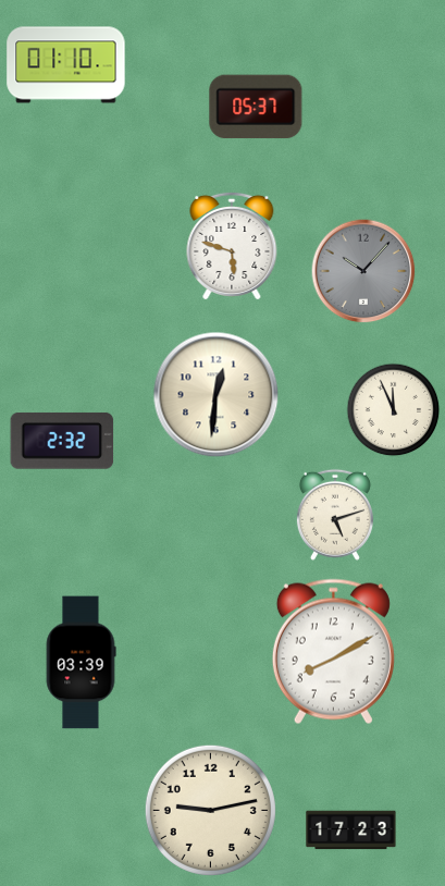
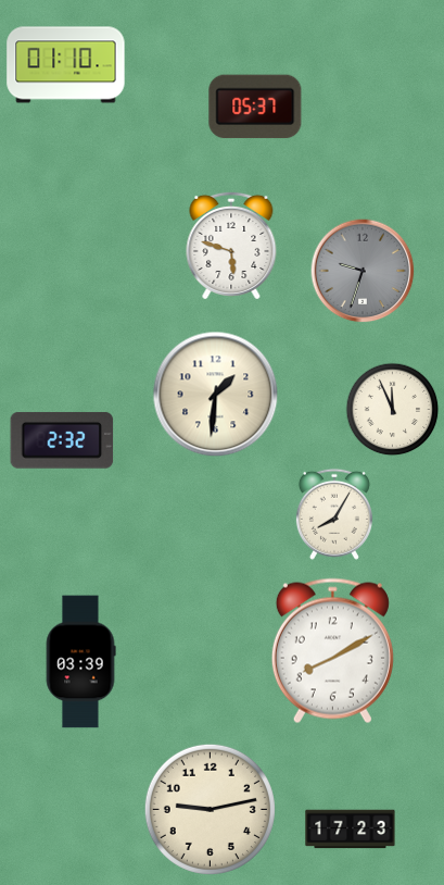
clock at (363, 271): 10:07 -> 9:33
clock at (217, 395): 12:31 -> 1:31
clock at (335, 515): 5:12 -> 8:05
